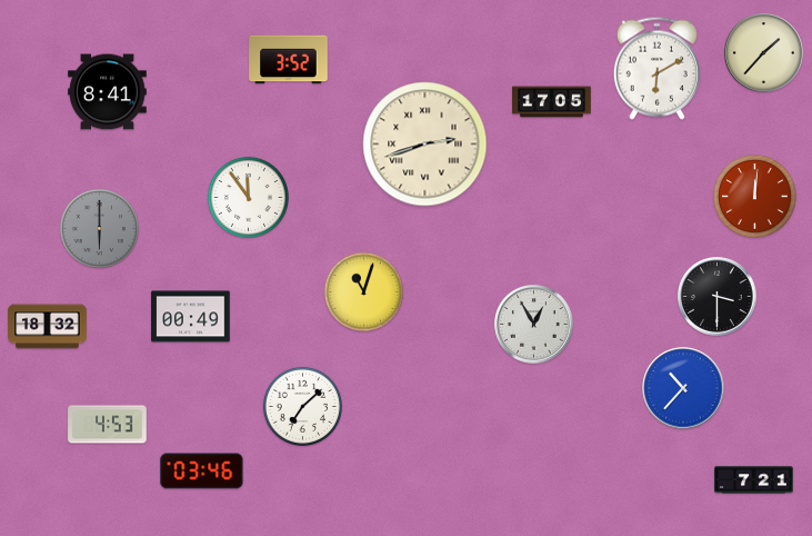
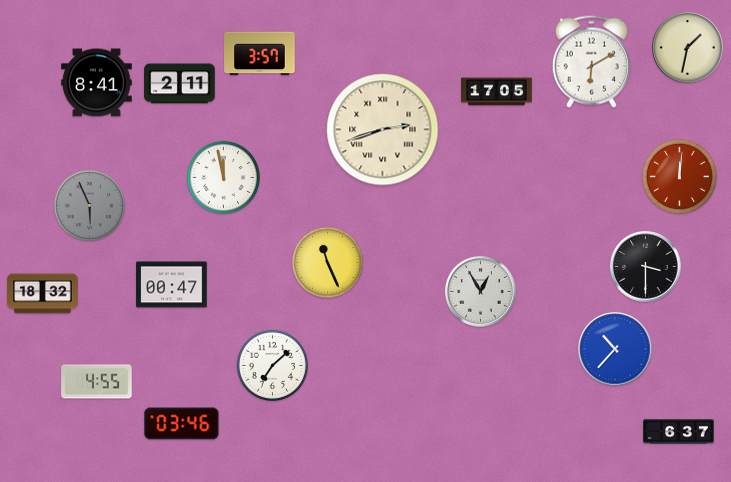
clock at (764, 53): 1:37 -> 1:32
clock at (289, 60): 3:52 -> 3:57
clock at (180, 84): none -> 2:11
clock at (248, 197): 11:54 -> 11:58
clock at (99, 228): 6:00 -> 5:56
clock at (363, 291): 11:03 -> 11:26
clock at (191, 317): 00:49 -> 00:47
clock at (108, 425): 4:53 -> 4:55
clock at (754, 480): 7:21 -> 6:37
